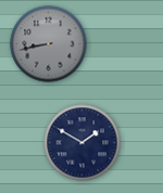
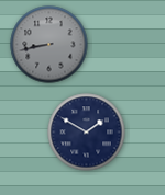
clock at (83, 143) position: (83, 143) -> (87, 133)
